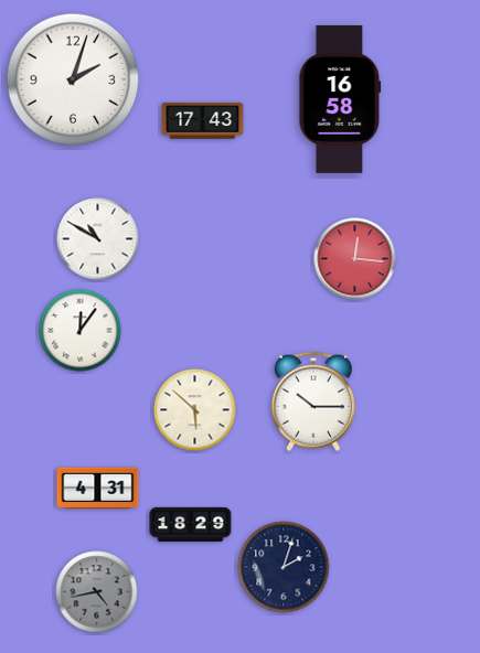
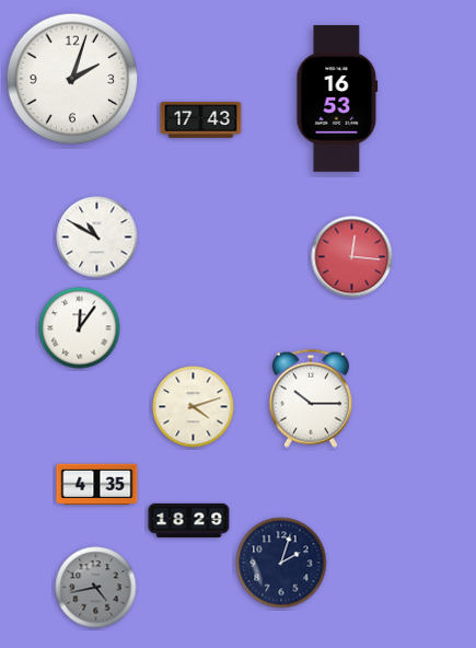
clock at (340, 99): 16:58 -> 16:53
clock at (195, 410): 5:52 -> 4:12
clock at (98, 489): 4:31 -> 4:35
